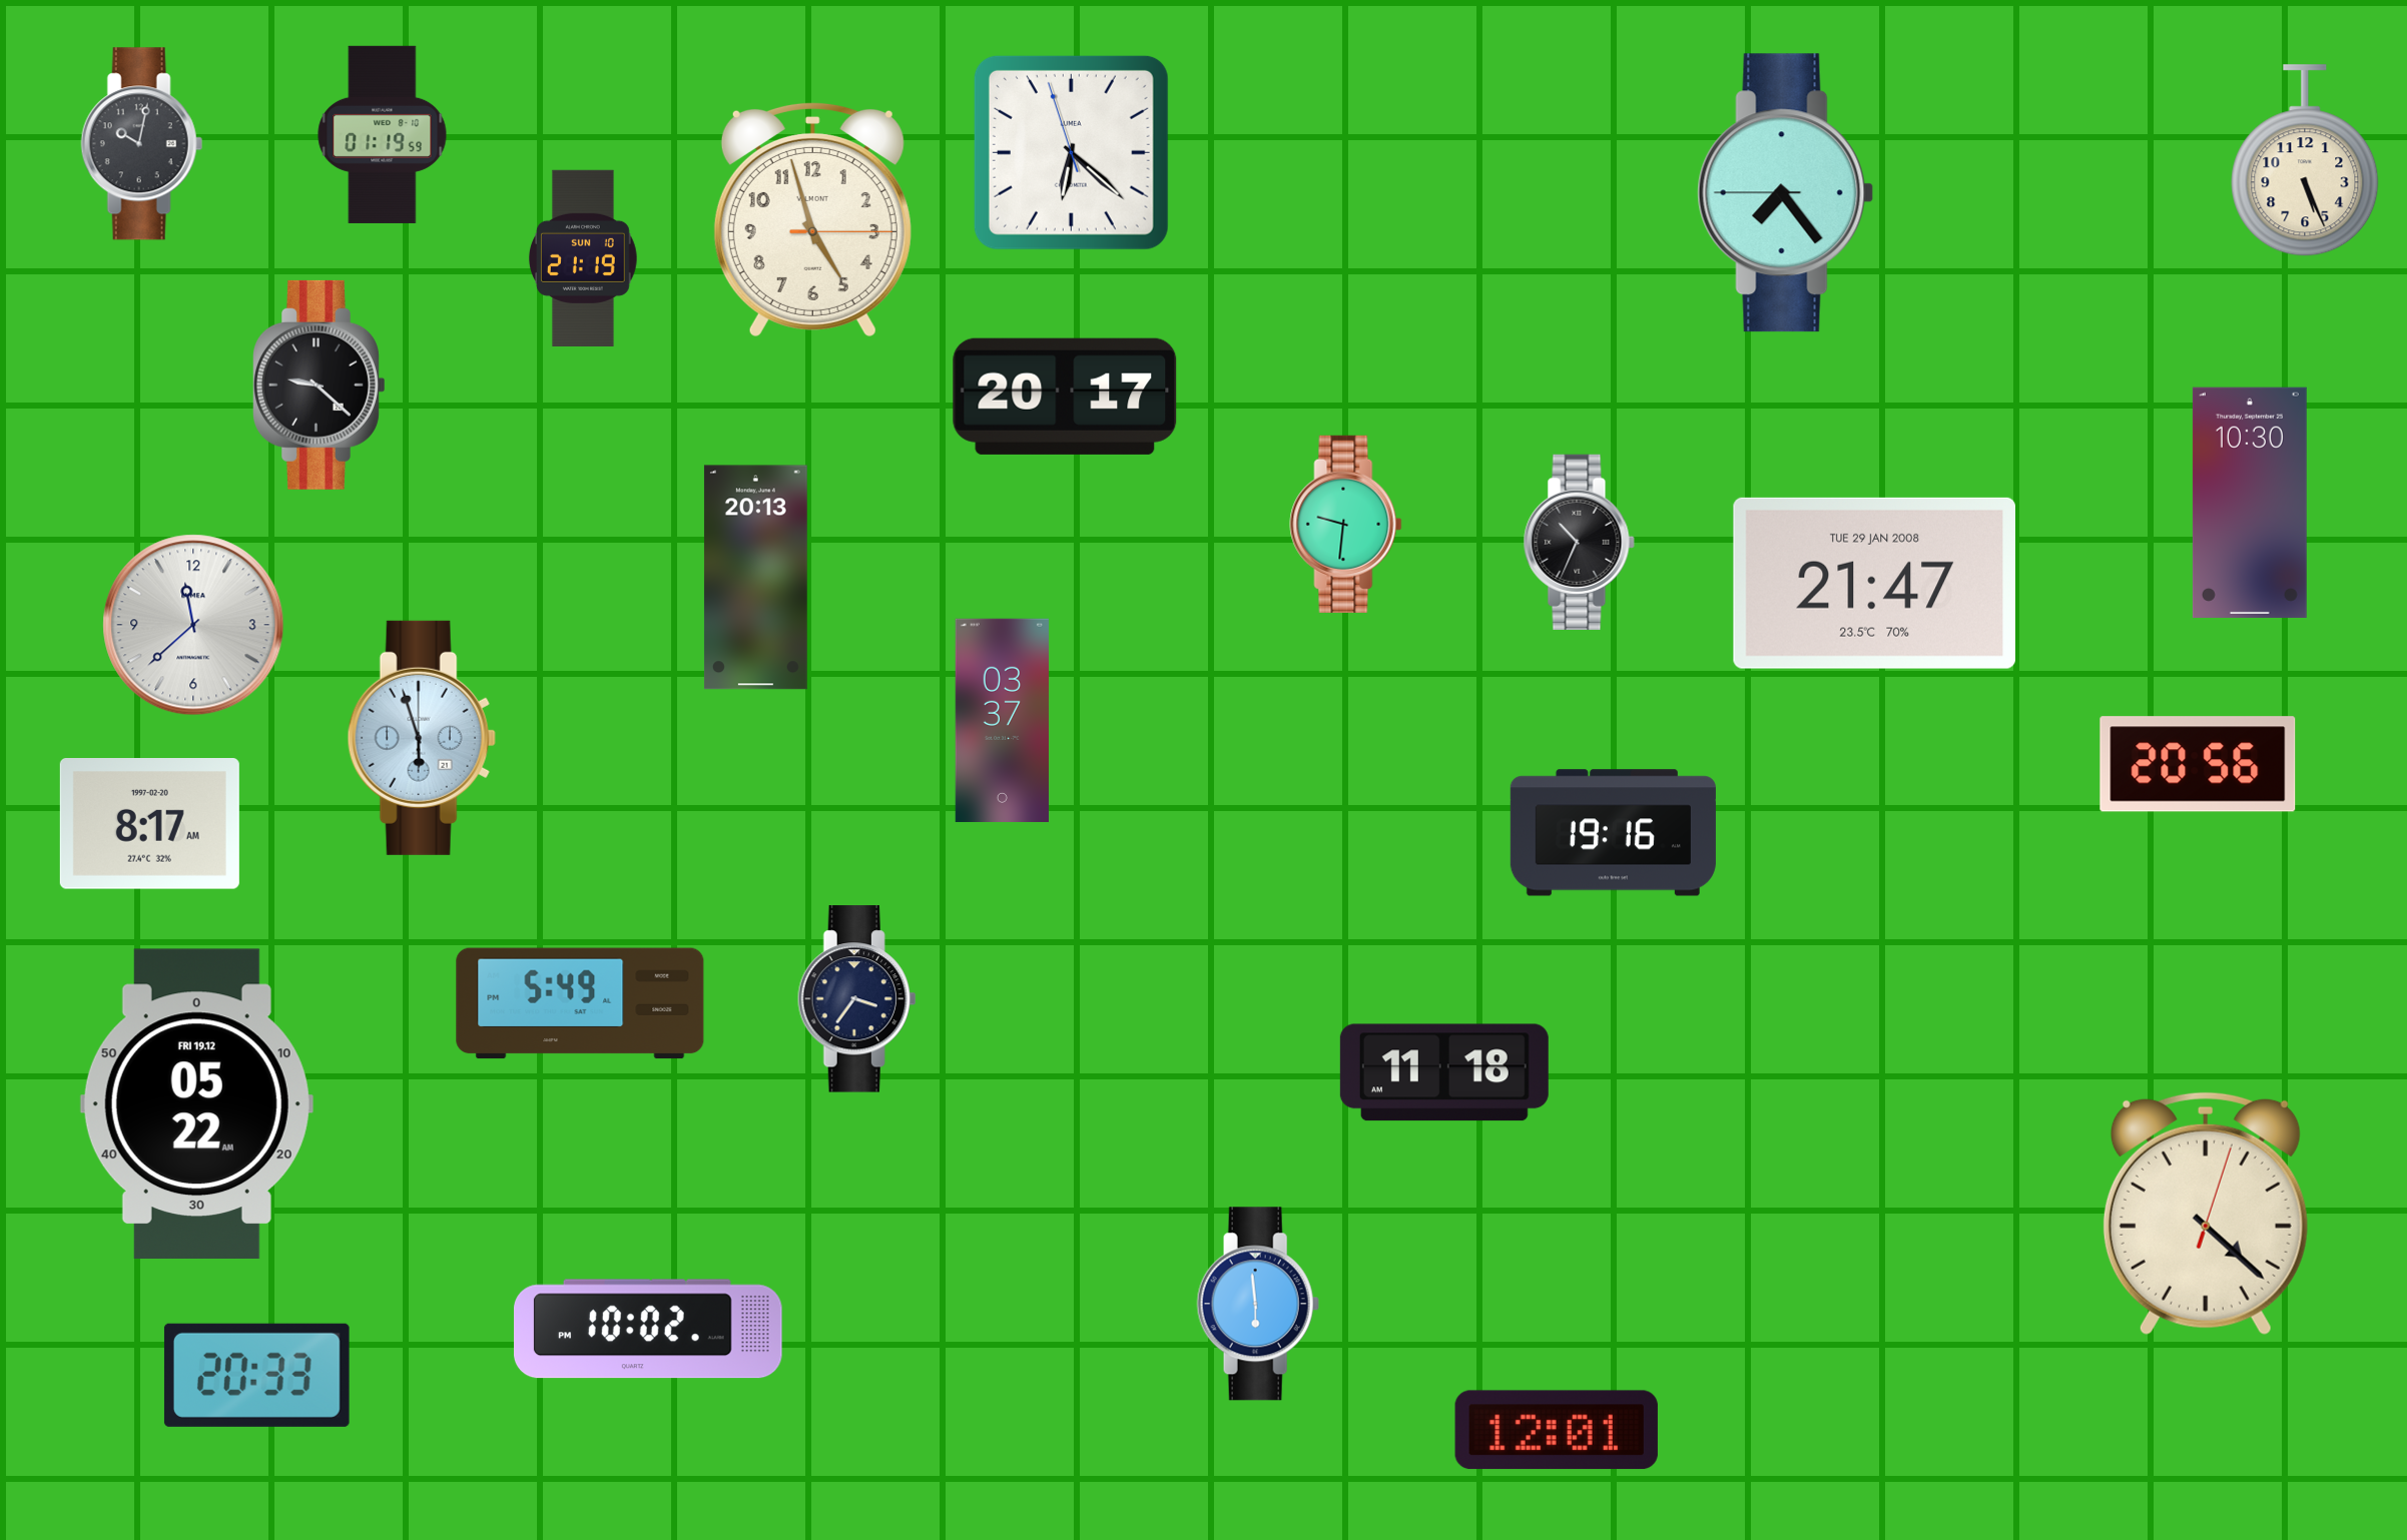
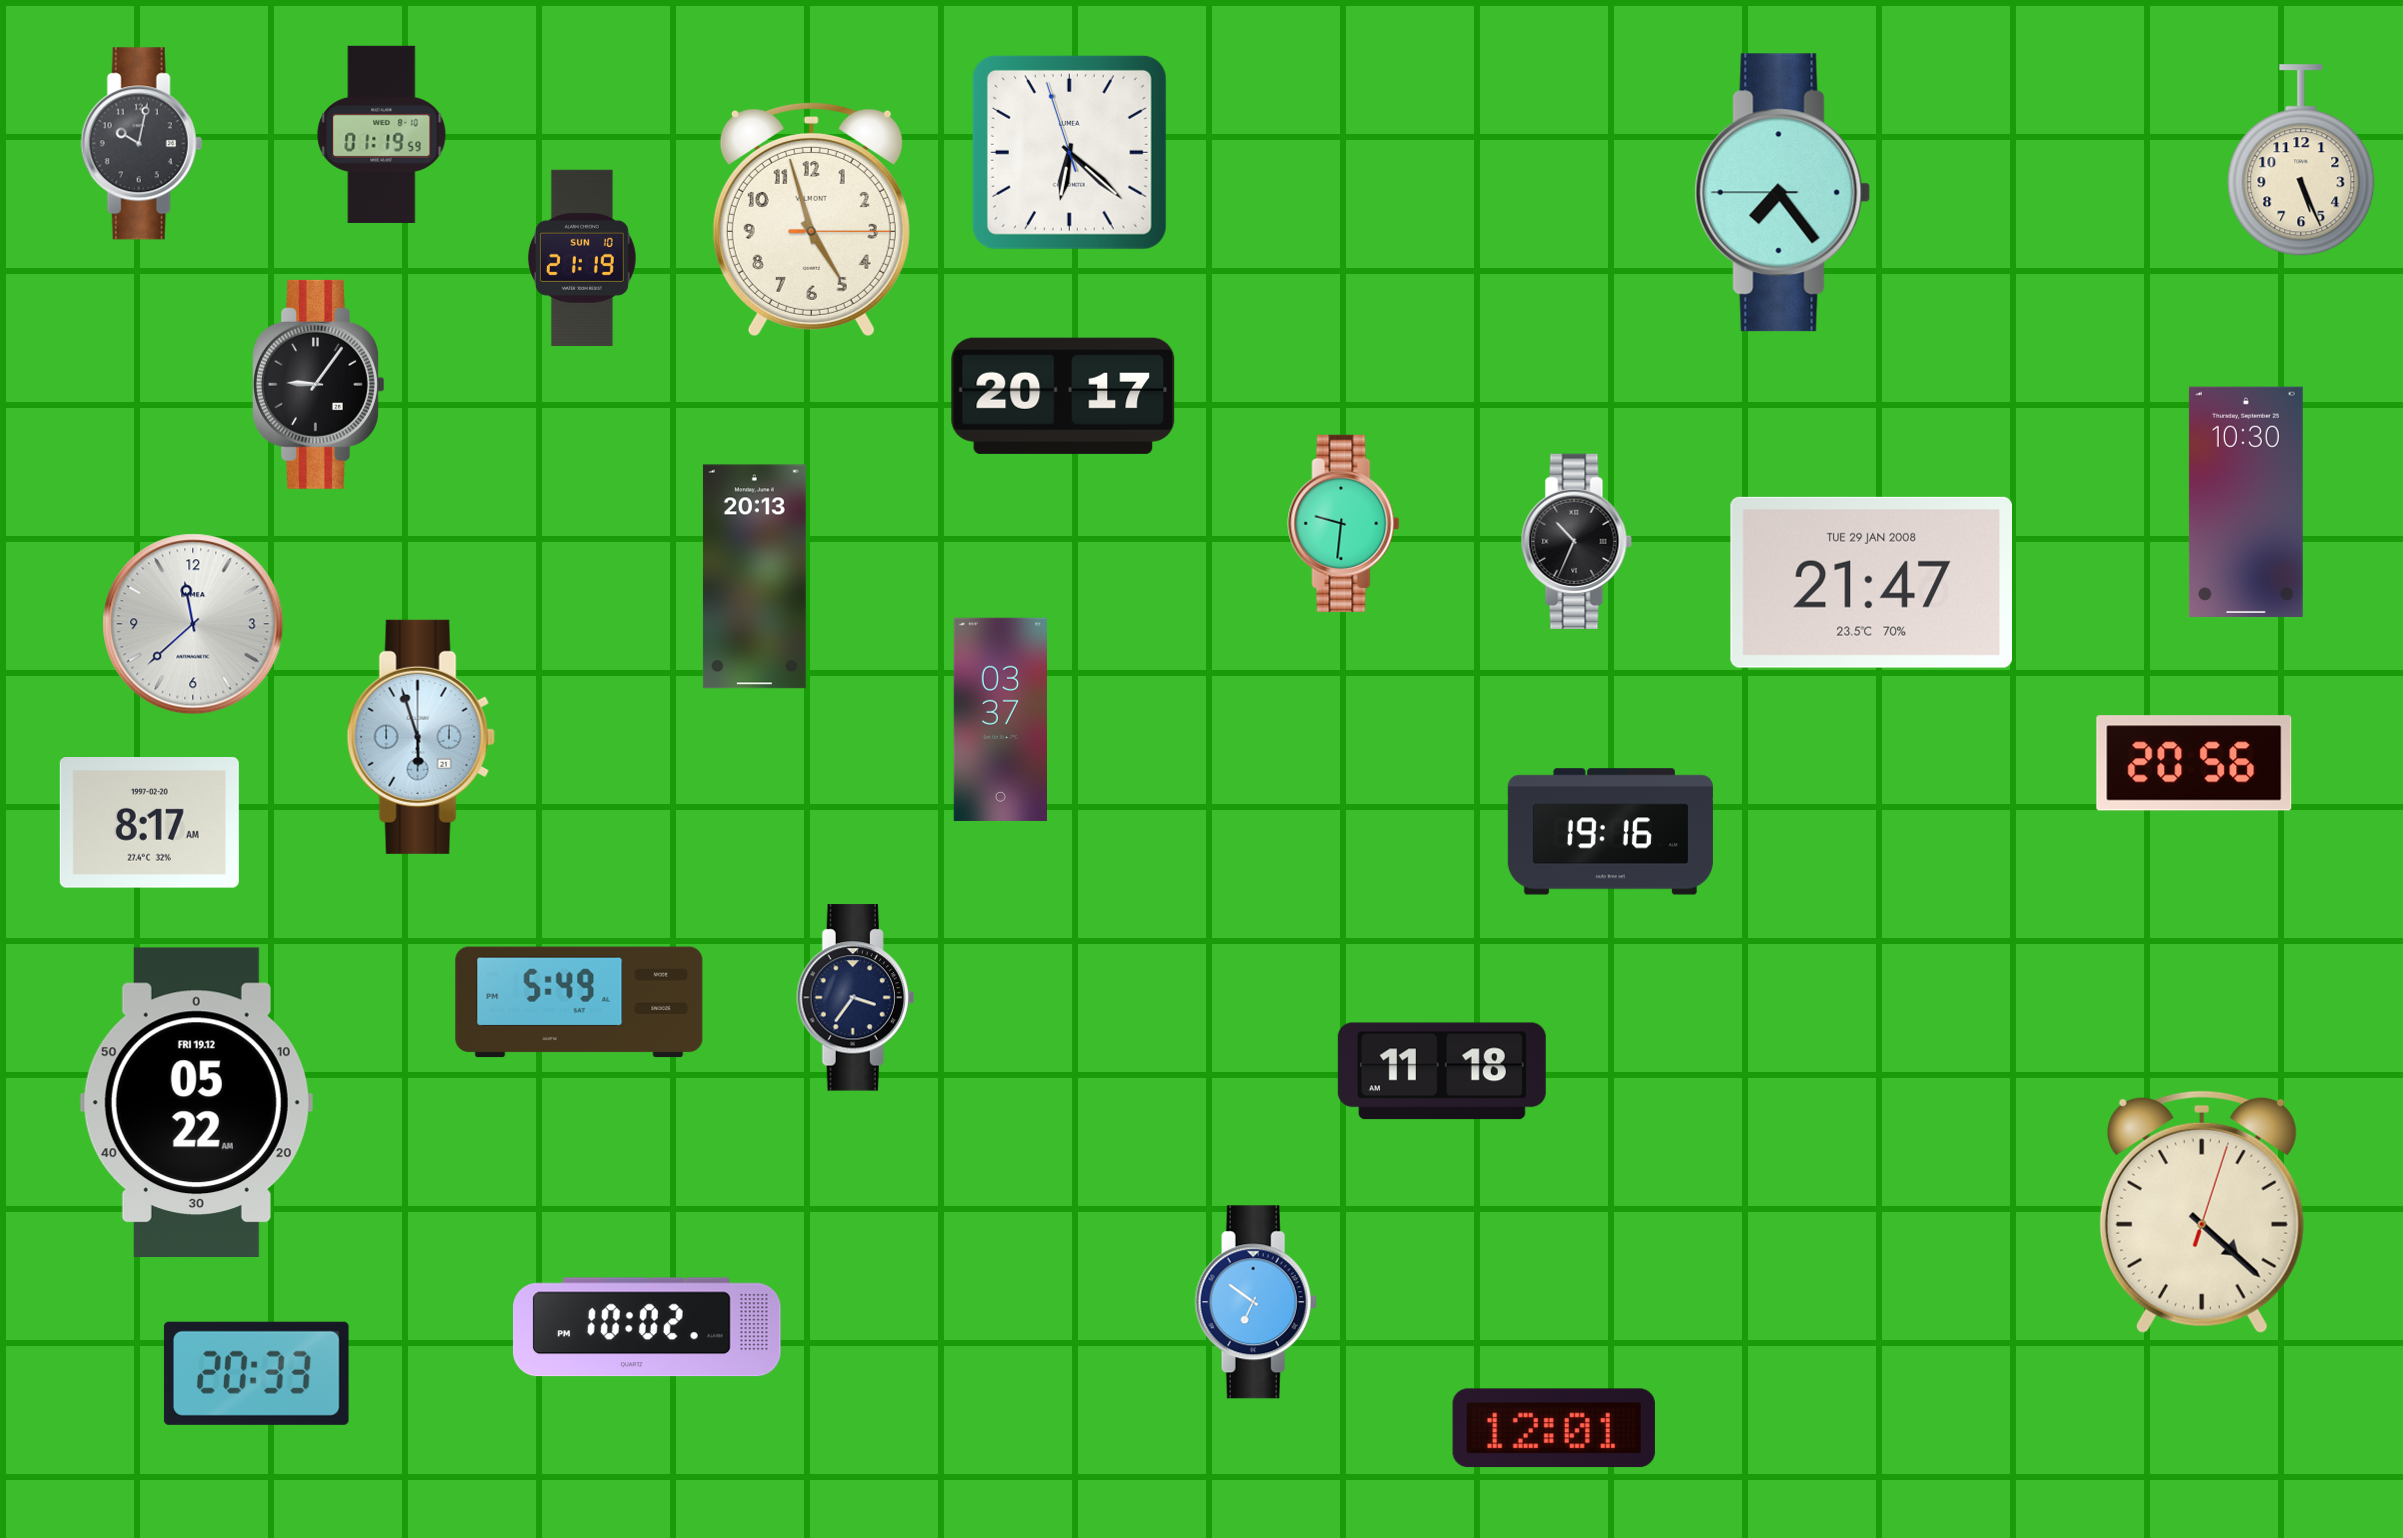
clock at (319, 384): 9:22 -> 9:06
clock at (1258, 1304): 5:59 -> 6:51
